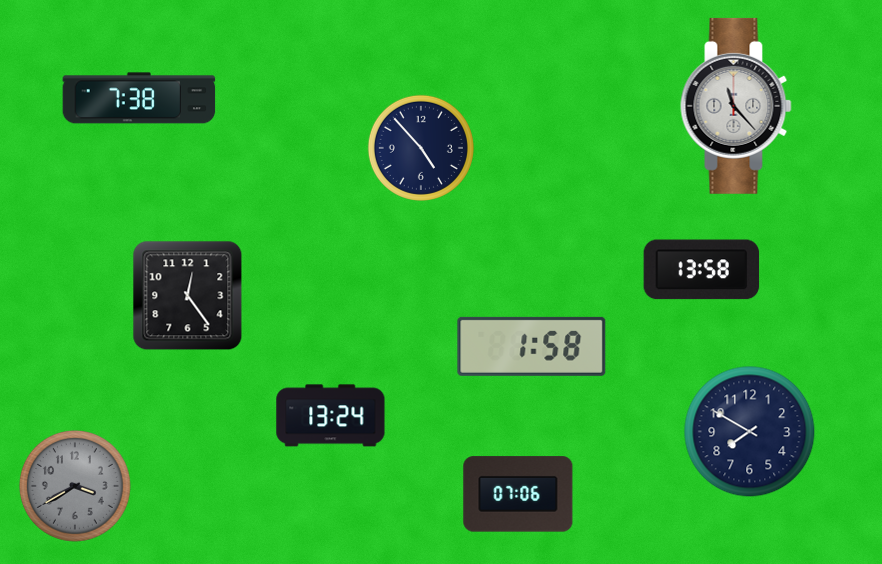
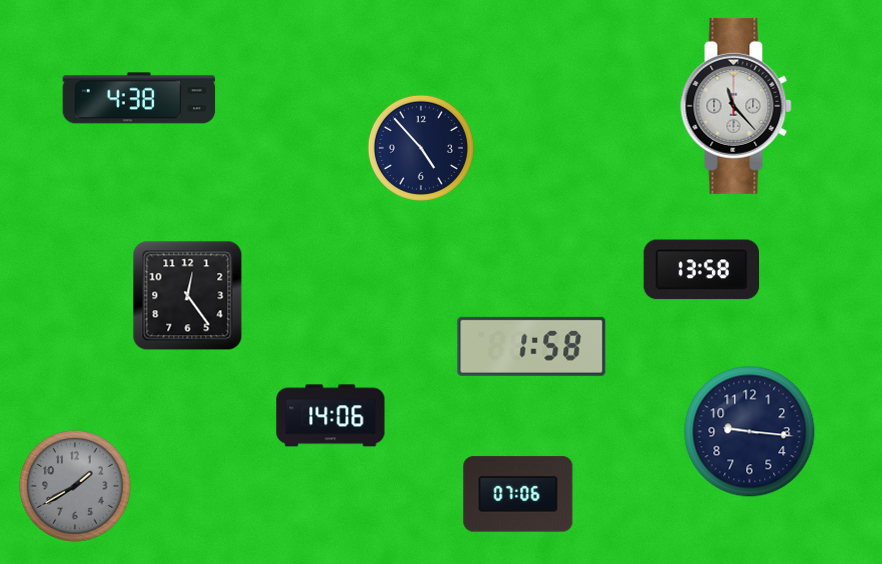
clock at (139, 98): 7:38 -> 4:38
clock at (331, 416): 13:24 -> 14:06
clock at (750, 432): 7:50 -> 9:16
clock at (75, 486): 3:40 -> 1:40
